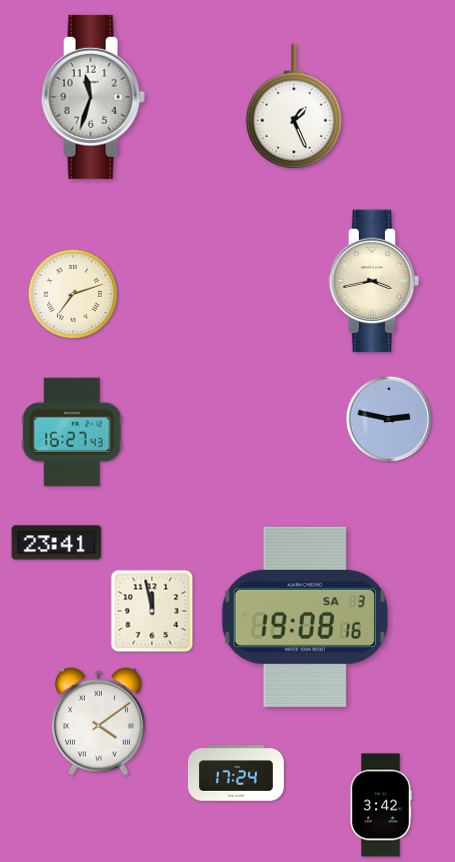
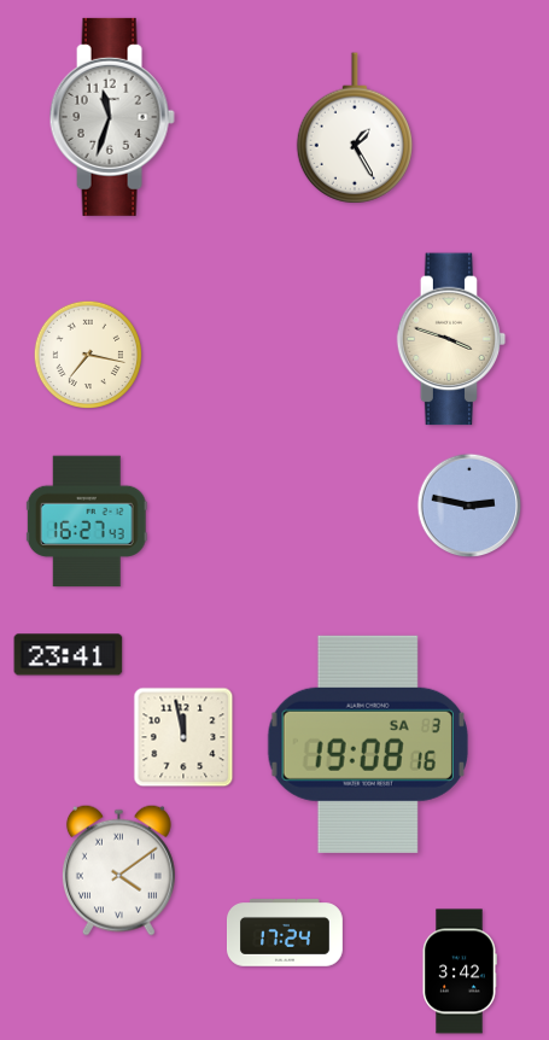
clock at (294, 106): 1:26 -> 1:25
clock at (374, 281): 3:43 -> 3:48
clock at (72, 293): 7:12 -> 7:17
